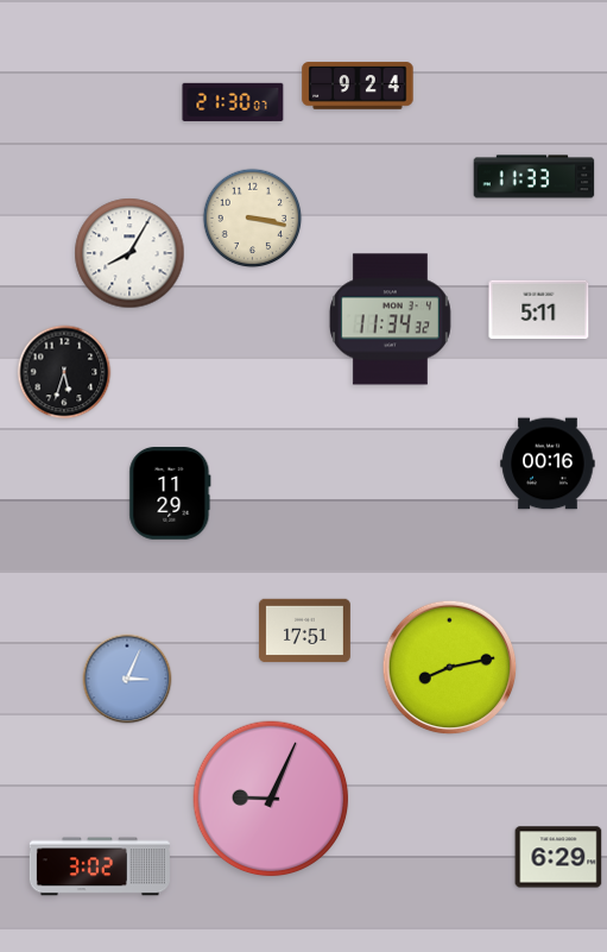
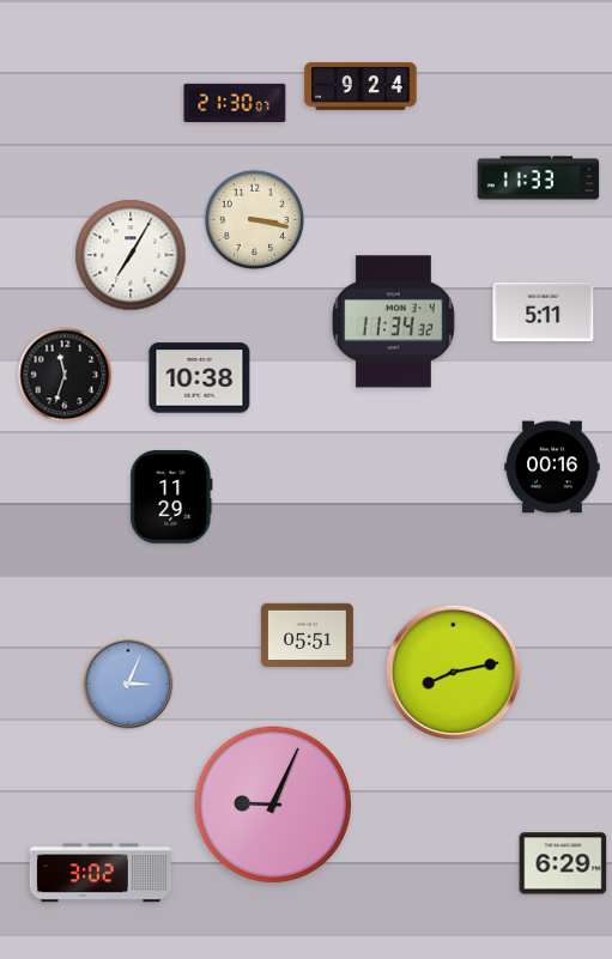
clock at (129, 253): 8:05 -> 7:05
clock at (64, 372): 5:33 -> 11:33
clock at (200, 378): none -> 10:38
clock at (304, 631): 17:51 -> 05:51
